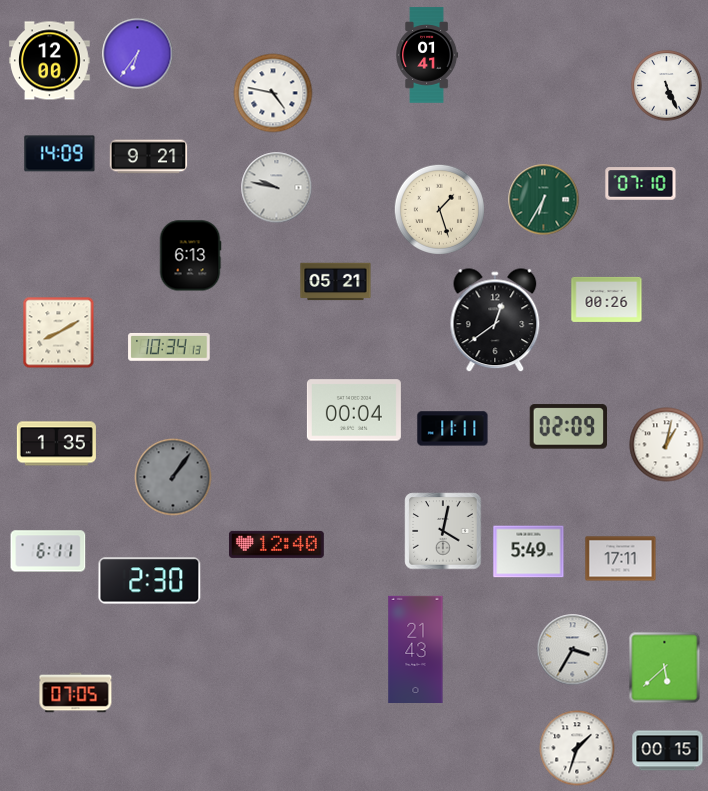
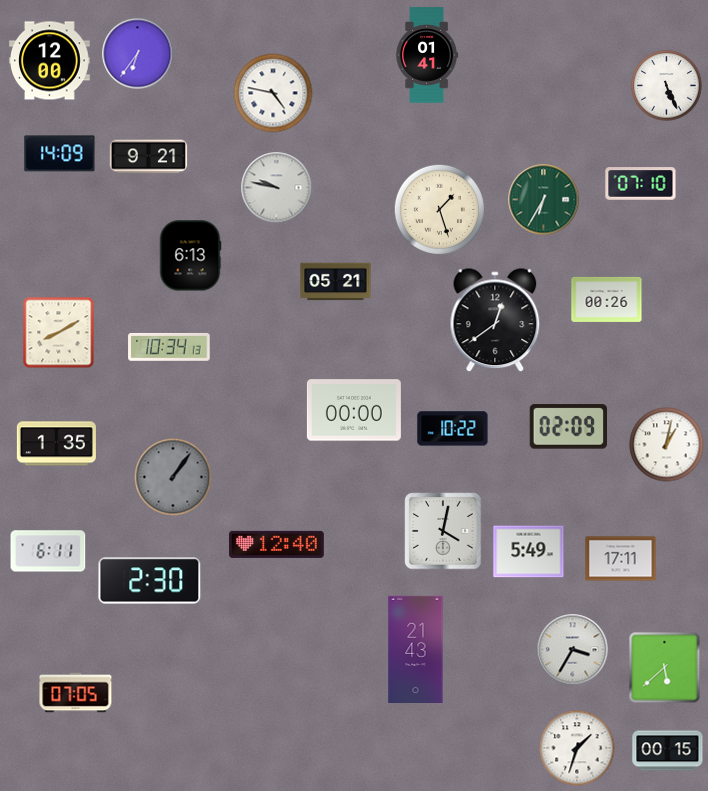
clock at (354, 410): 00:04 -> 00:00
clock at (453, 429): 11:11 -> 10:22
